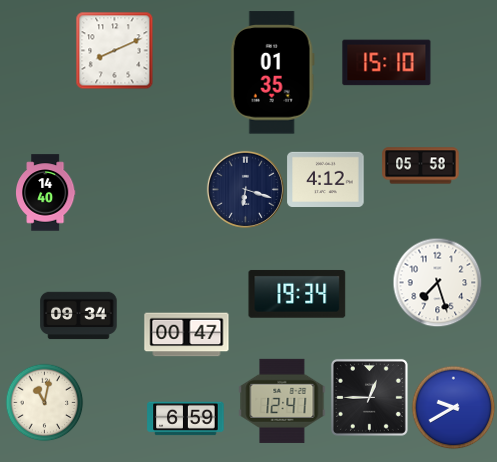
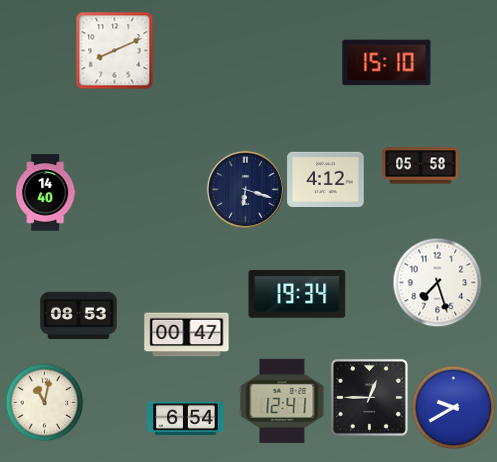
clock at (272, 73): 01:35 -> none
clock at (79, 316): 09:34 -> 08:53
clock at (186, 419): 6:59 -> 6:54
